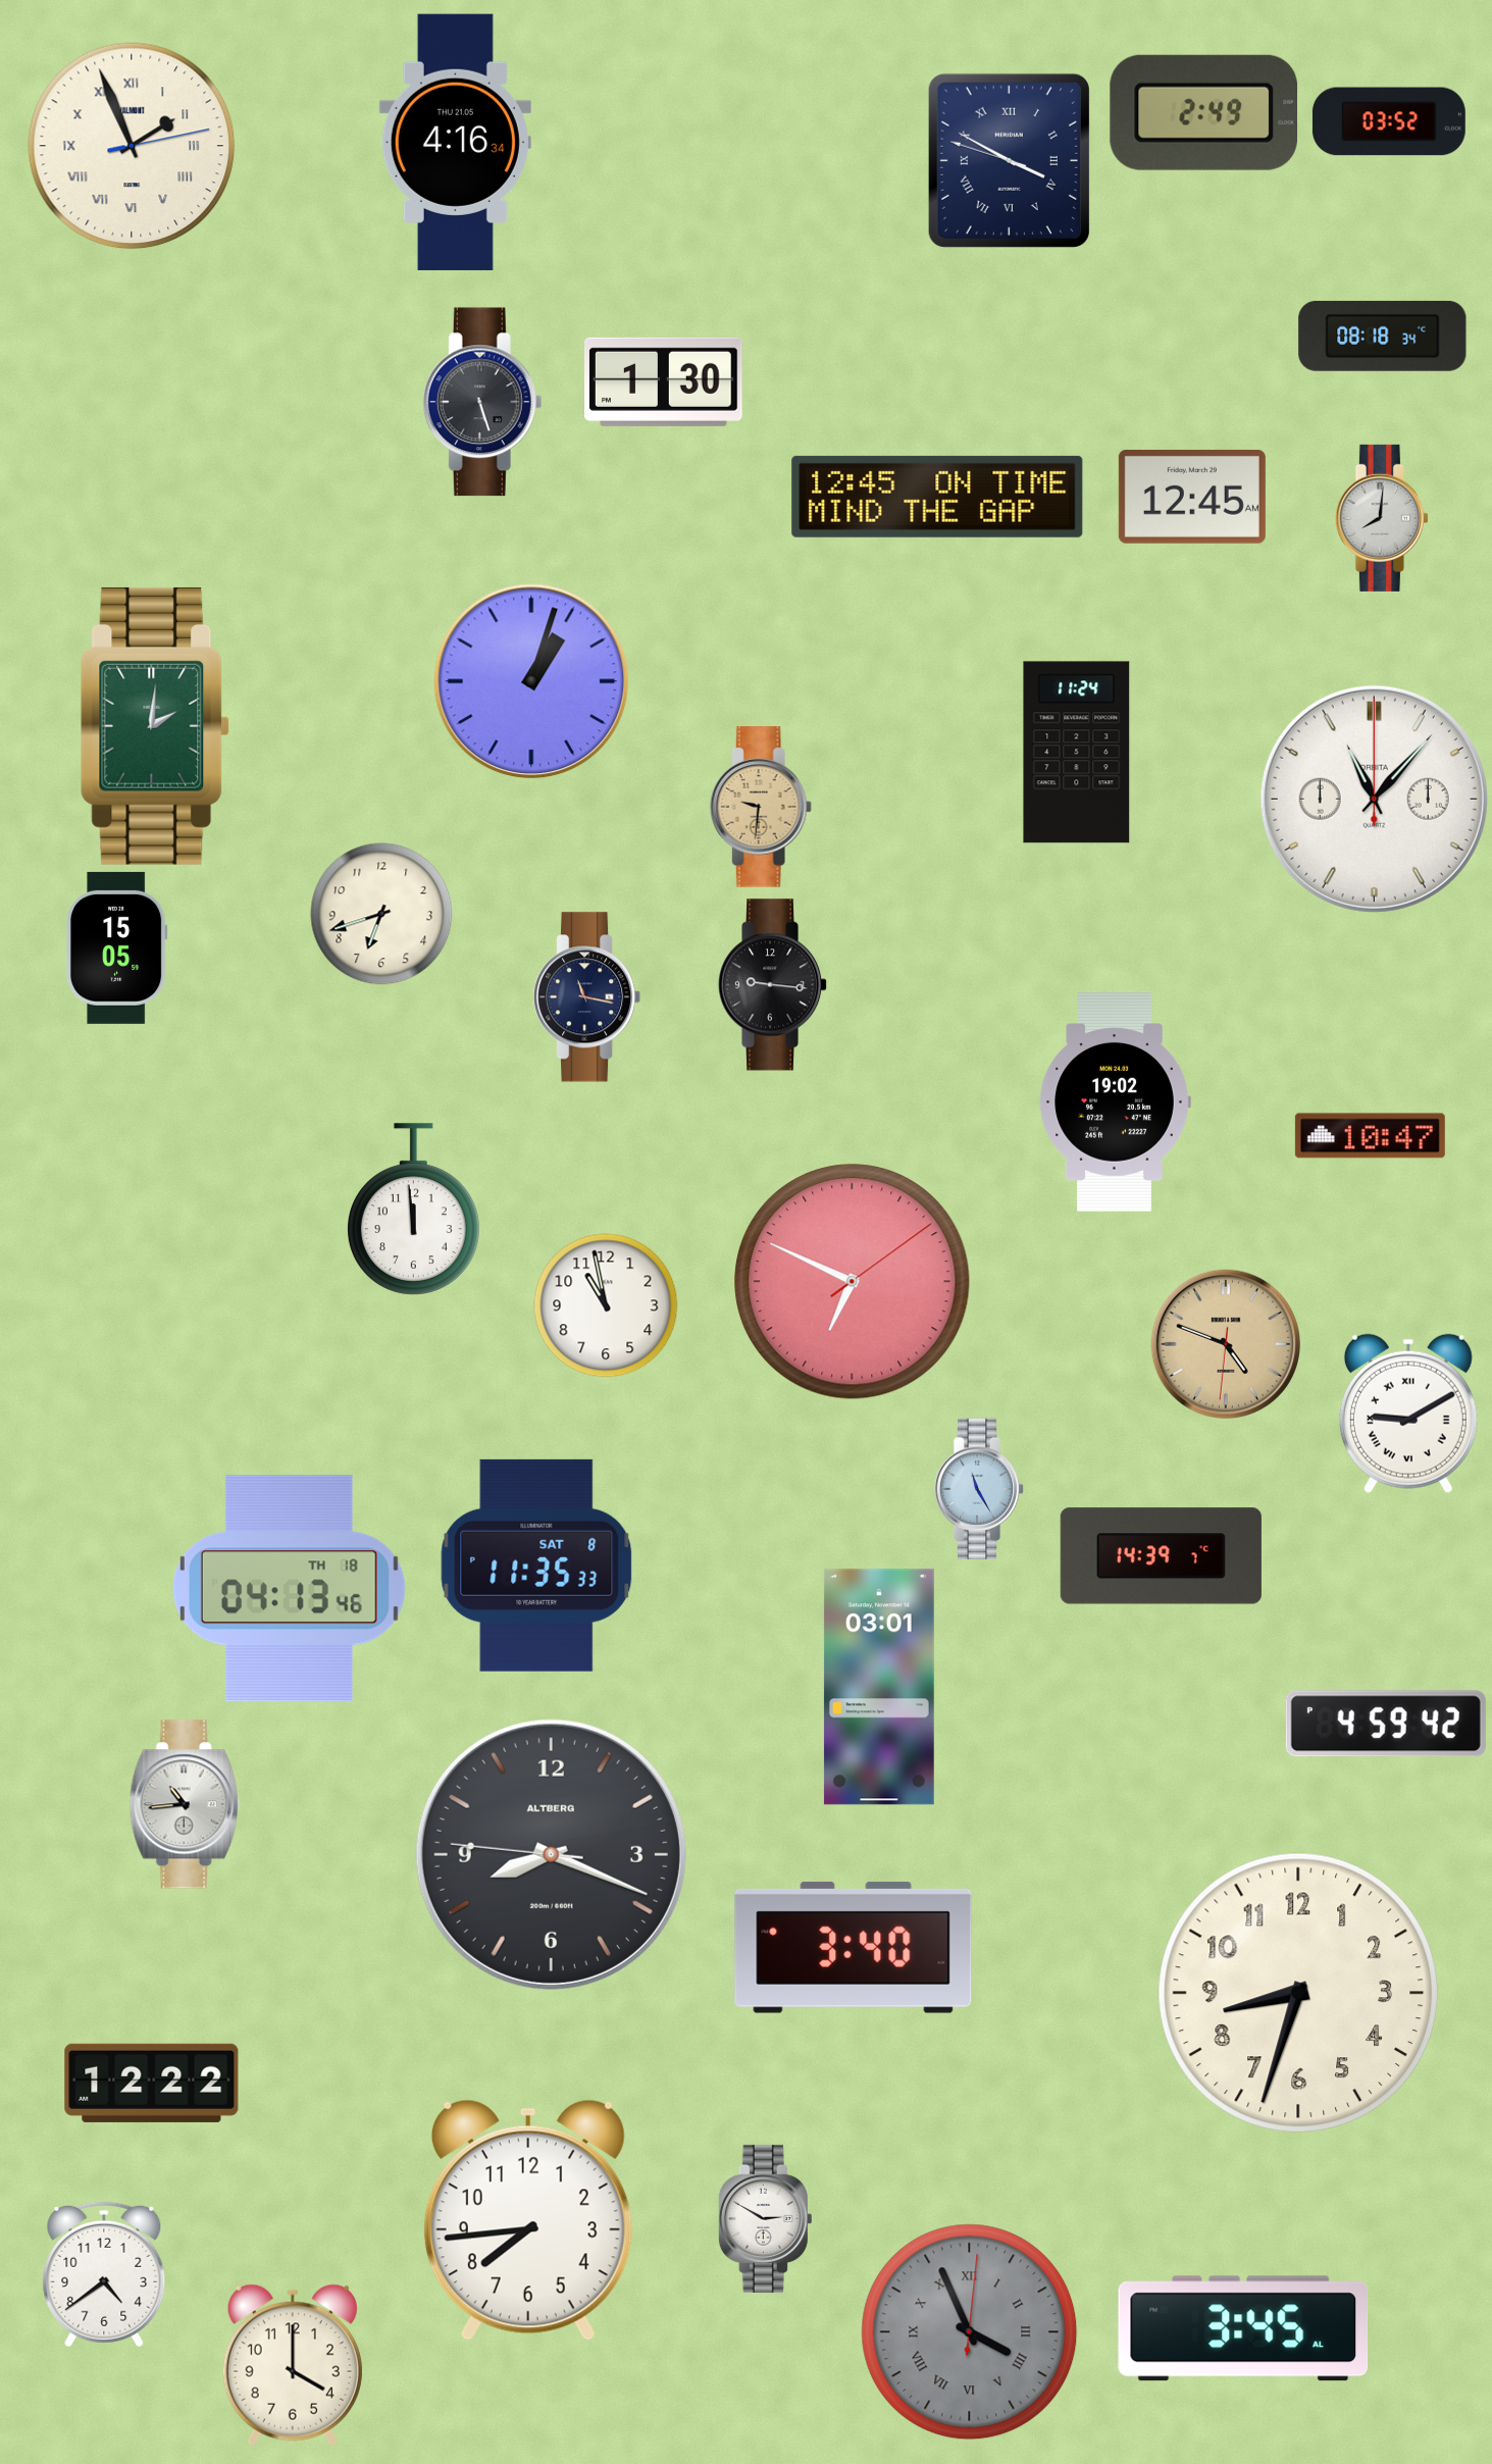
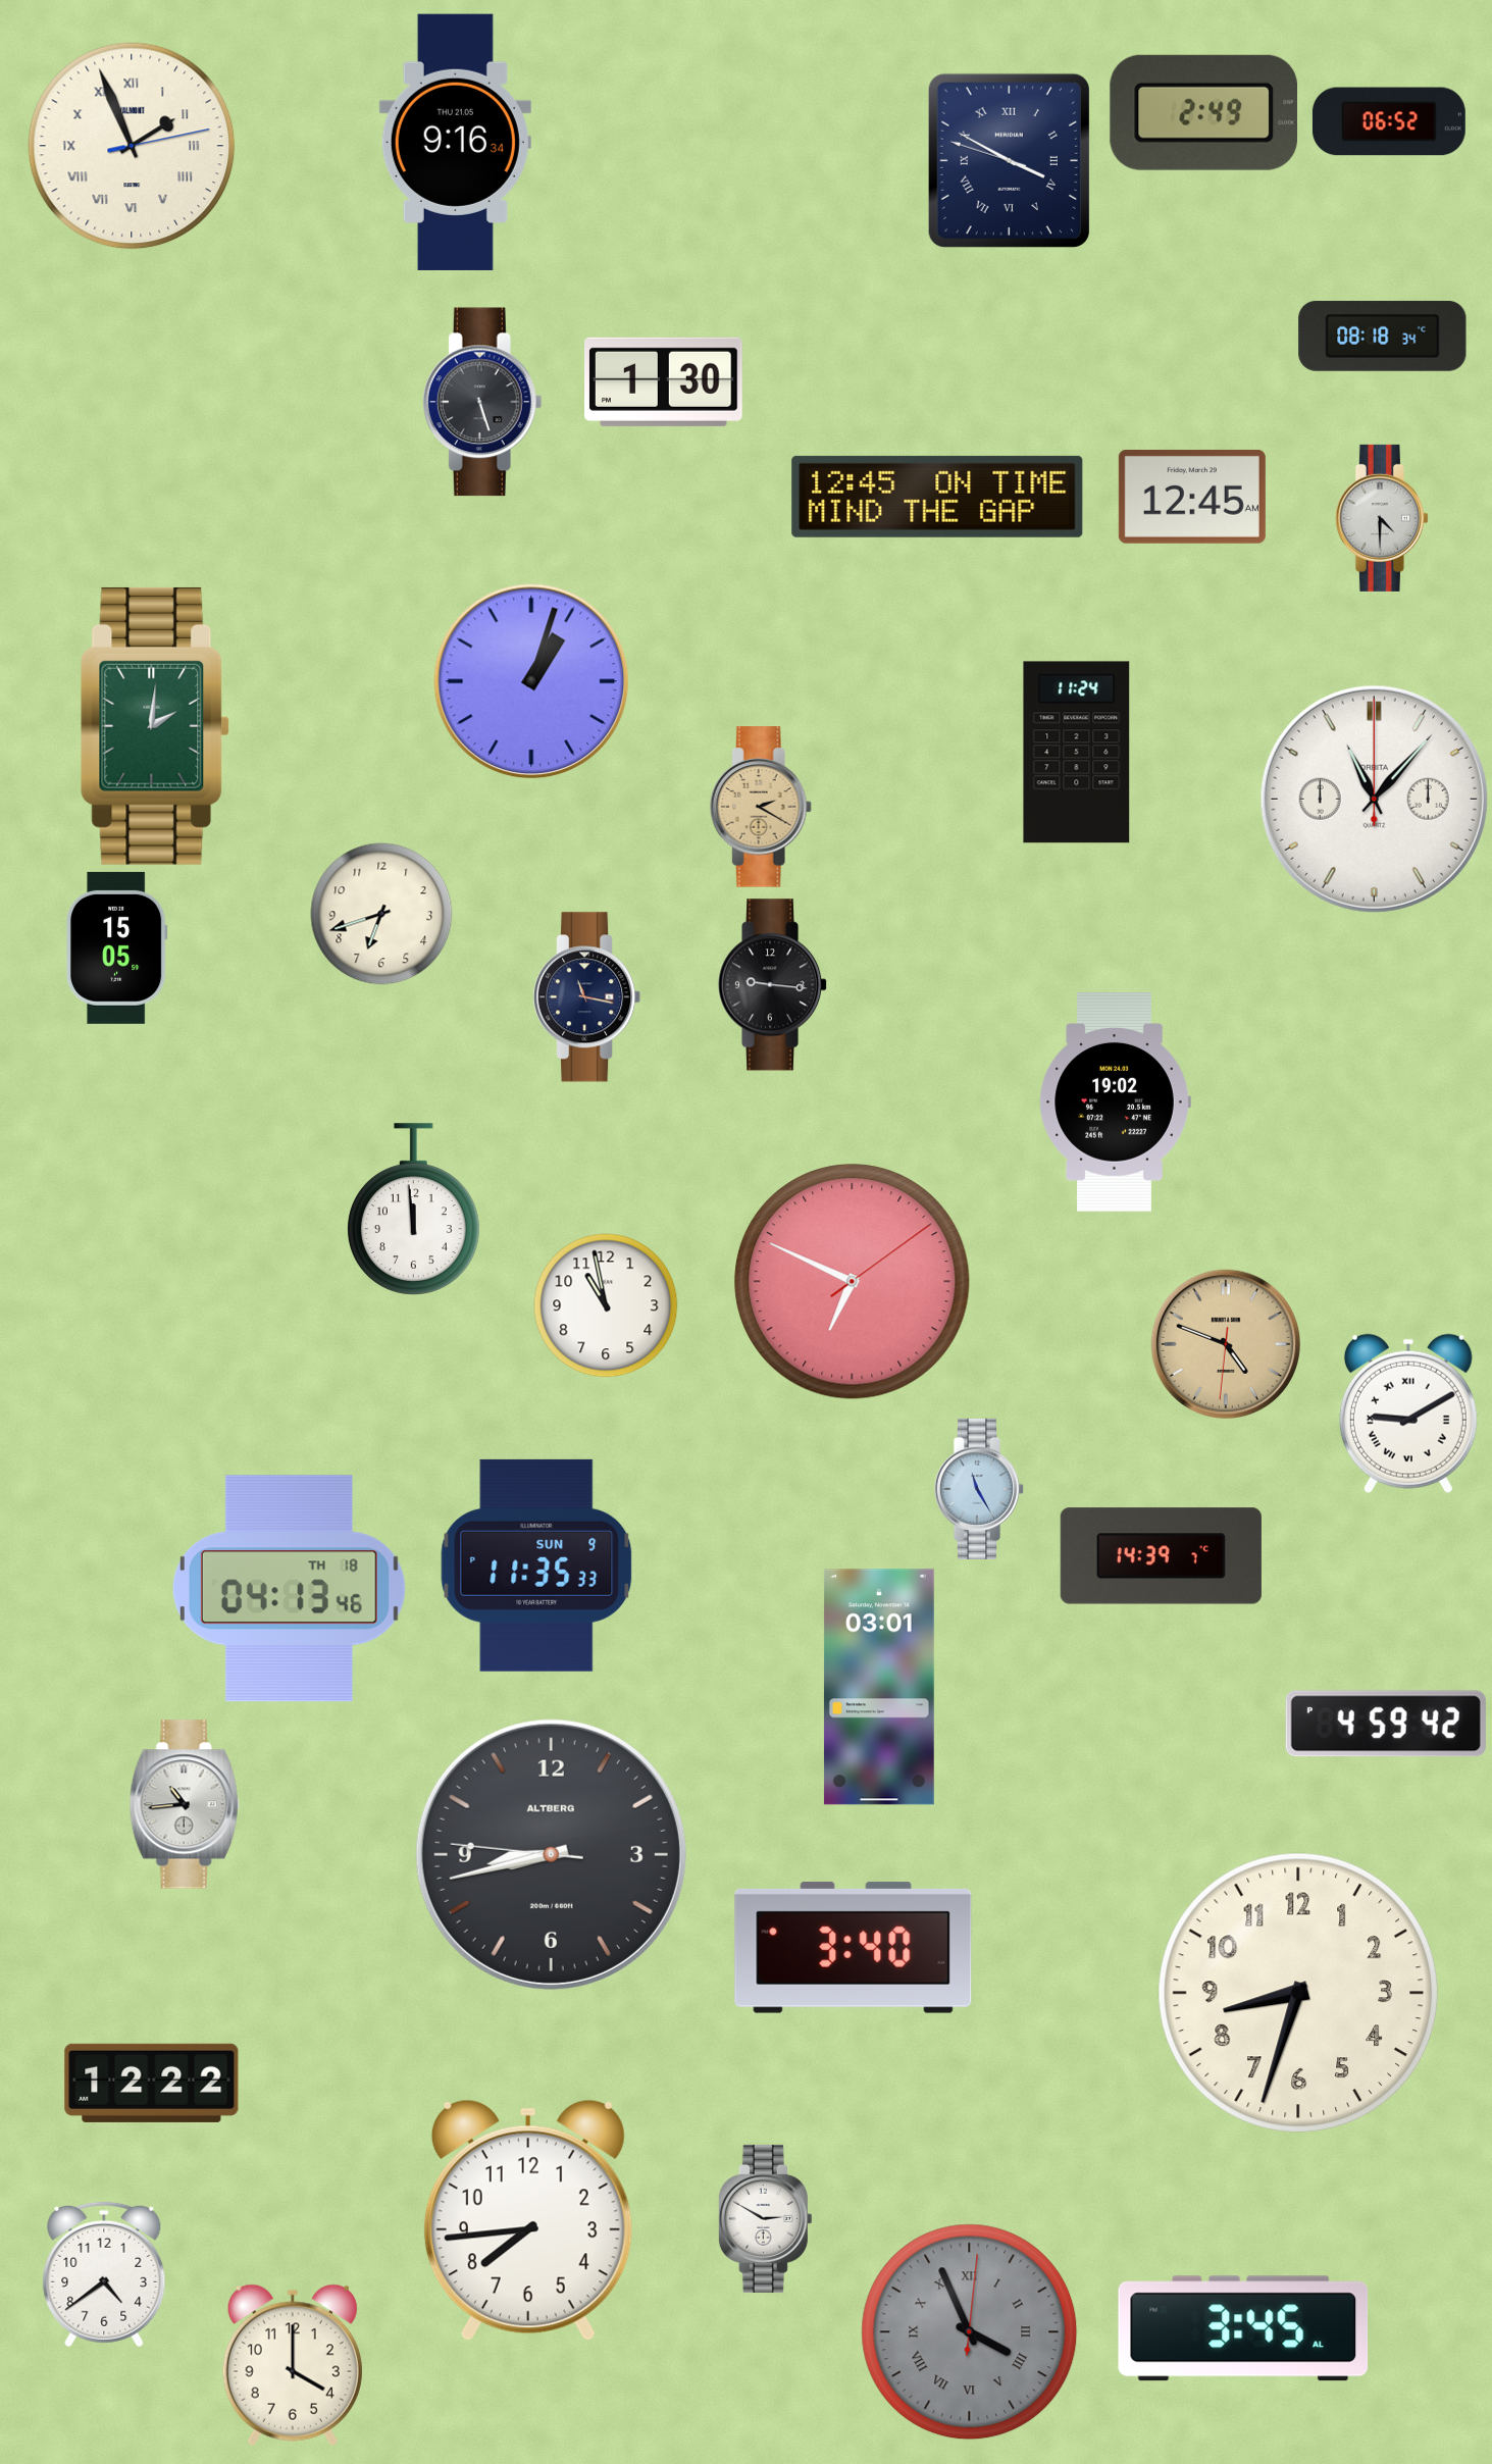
clock at (1389, 121): 03:52 -> 06:52
clock at (455, 142): 4:16 -> 9:16
clock at (1382, 518): 8:01 -> 4:30
clock at (761, 807): 9:31 -> 2:20
clock at (1370, 1136): 10:47 -> none
clock at (536, 1565) date: SAT 8 -> SUN 9
clock at (551, 1854): 8:18 -> 8:42
